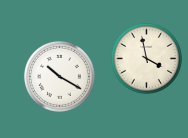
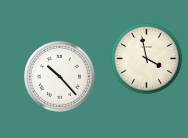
clock at (59, 76): 10:20 -> 10:23
